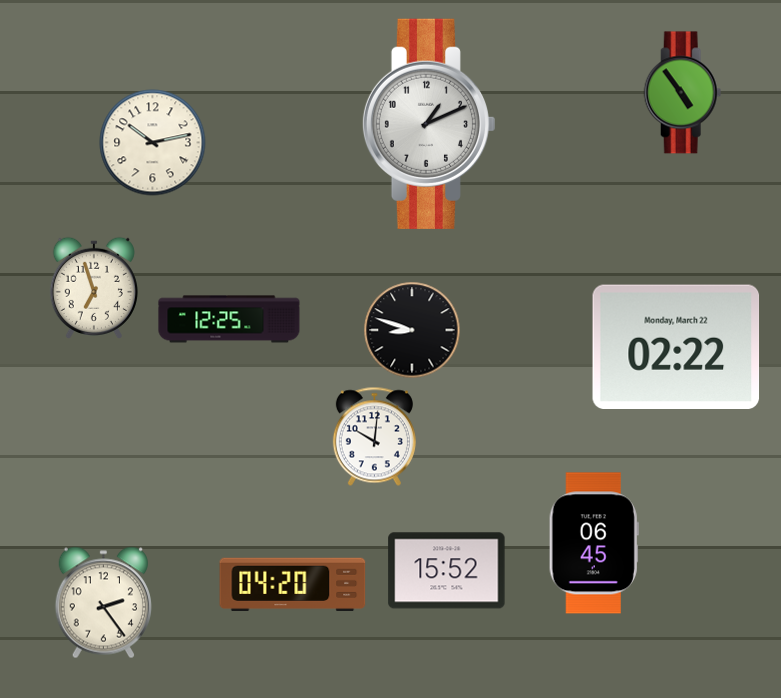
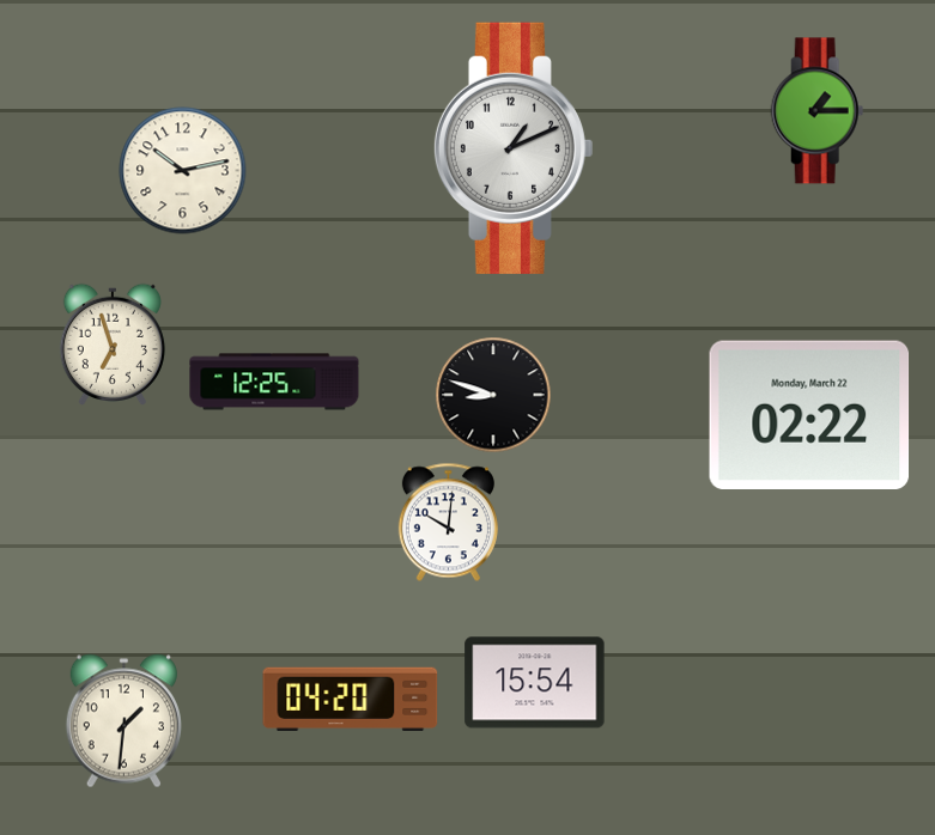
clock at (683, 93): 4:54 -> 1:15
clock at (594, 543): 06:45 -> none
clock at (447, 571): 15:52 -> 15:54
clock at (103, 603): 2:24 -> 1:31
